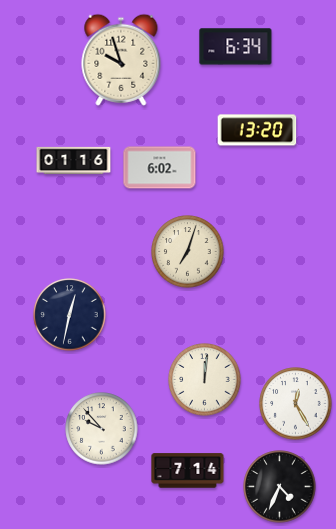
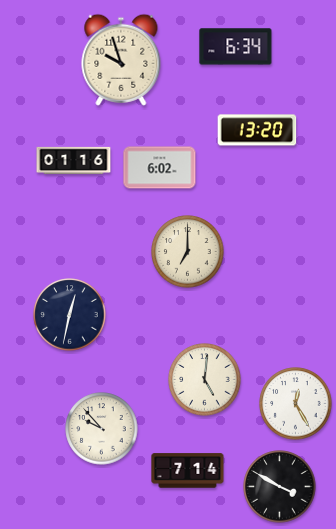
clock at (188, 252): 7:03 -> 7:00
clock at (205, 380): 12:01 -> 5:01
clock at (280, 487): 4:34 -> 3:50
